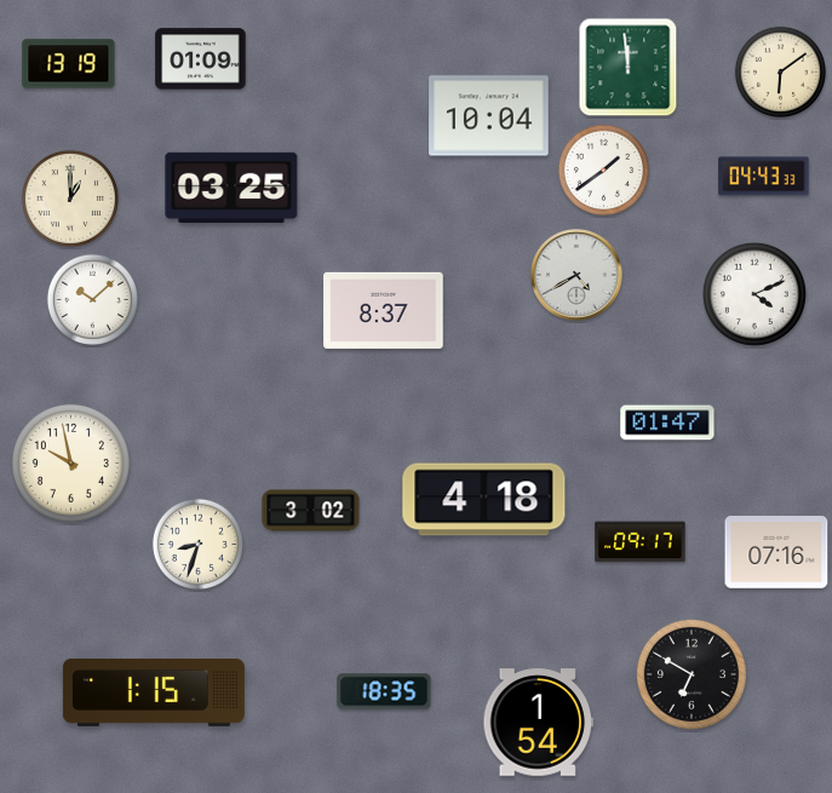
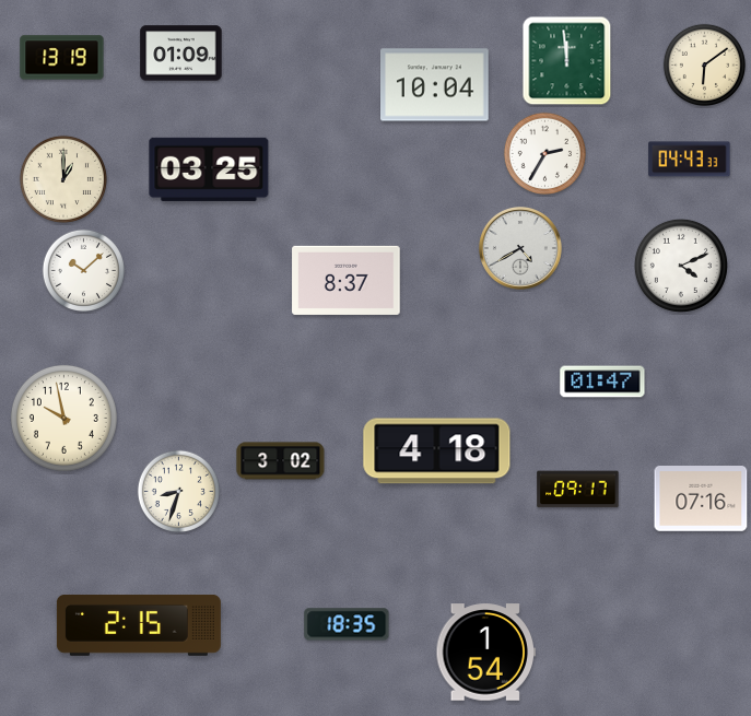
clock at (489, 116) position: (489, 116) -> (435, 85)
clock at (603, 169): 1:39 -> 2:35
clock at (692, 674): 6:50 -> none
clock at (154, 693): 1:15 -> 2:15
